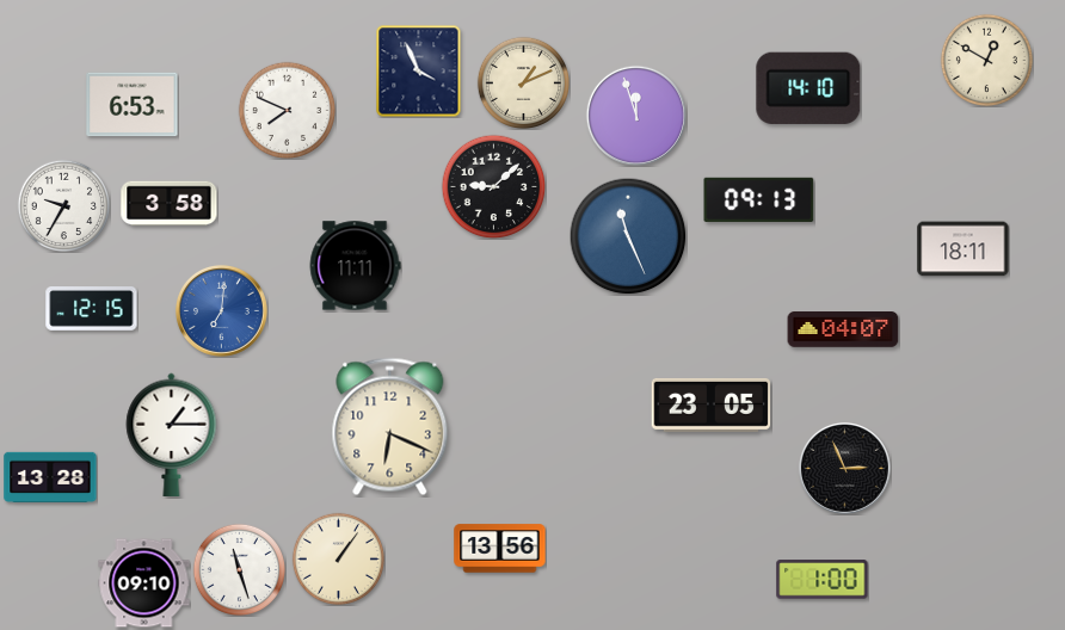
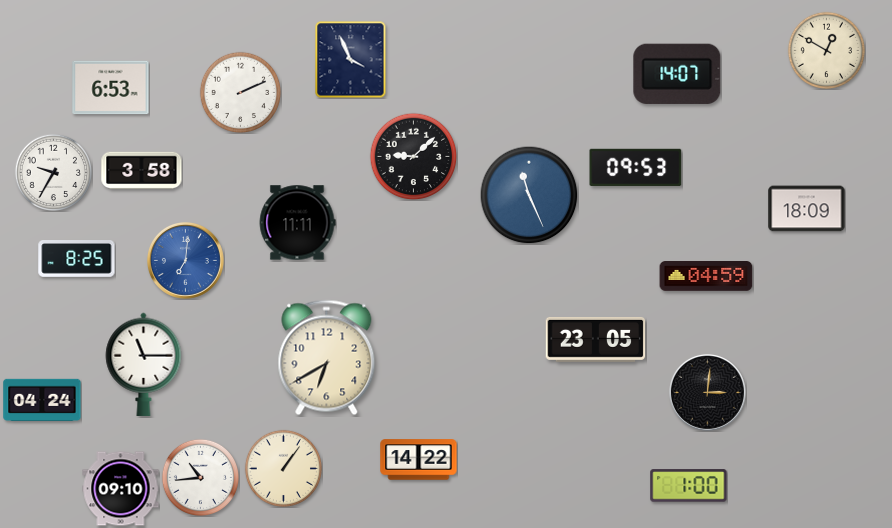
clock at (523, 82): 1:11 -> none
clock at (808, 88): 14:10 -> 14:07
clock at (287, 110): 7:49 -> 2:11
clock at (636, 116): 11:57 -> none
clock at (759, 199): 09:13 -> 09:53
clock at (628, 236) position: (628, 236) -> (529, 195)
clock at (964, 249): 18:11 -> 18:09
clock at (92, 309): 12:15 -> 8:25
clock at (843, 329): 04:07 -> 04:59
clock at (390, 427): 6:19 -> 6:40
clock at (172, 434): 1:15 -> 11:15
clock at (844, 468): 2:56 -> 3:01
clock at (50, 477): 13:28 -> 04:24
clock at (500, 549): 13:56 -> 14:22
clock at (239, 569): 11:27 -> 10:44
